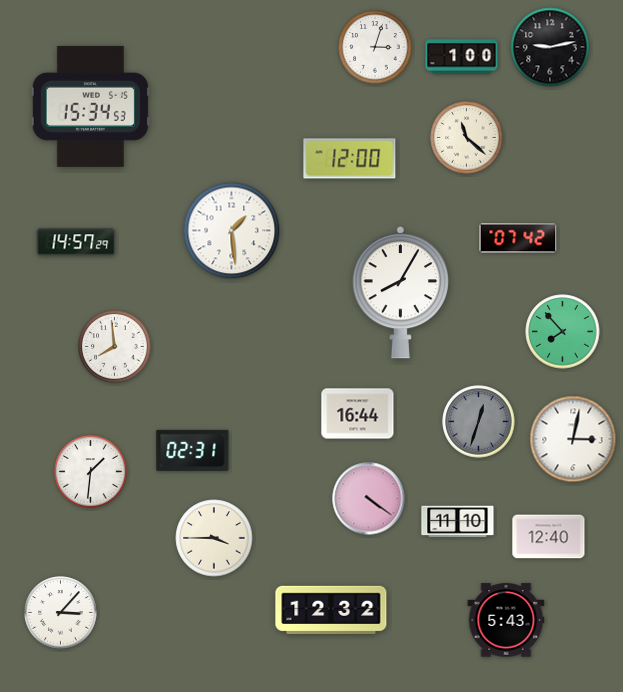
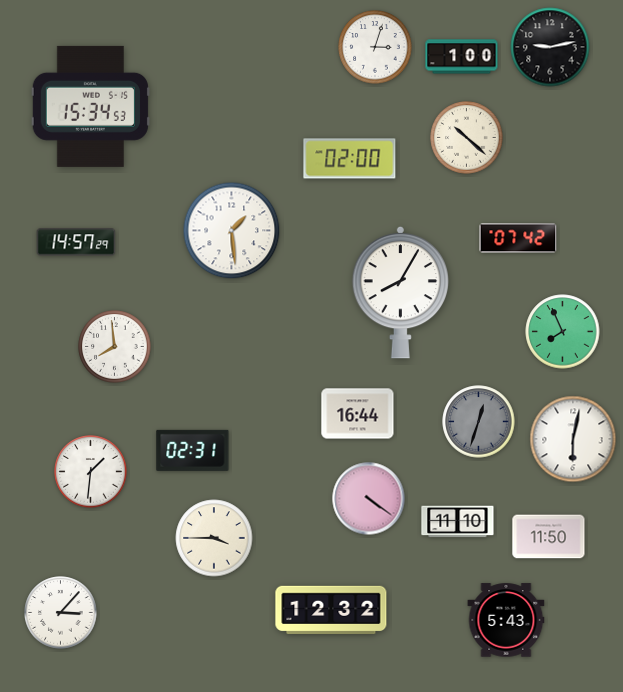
clock at (467, 138): 11:22 -> 10:22
clock at (350, 159): 12:00 -> 02:00
clock at (563, 332): 7:53 -> 7:56
clock at (573, 439): 3:02 -> 6:02
clock at (549, 537): 12:40 -> 11:50
